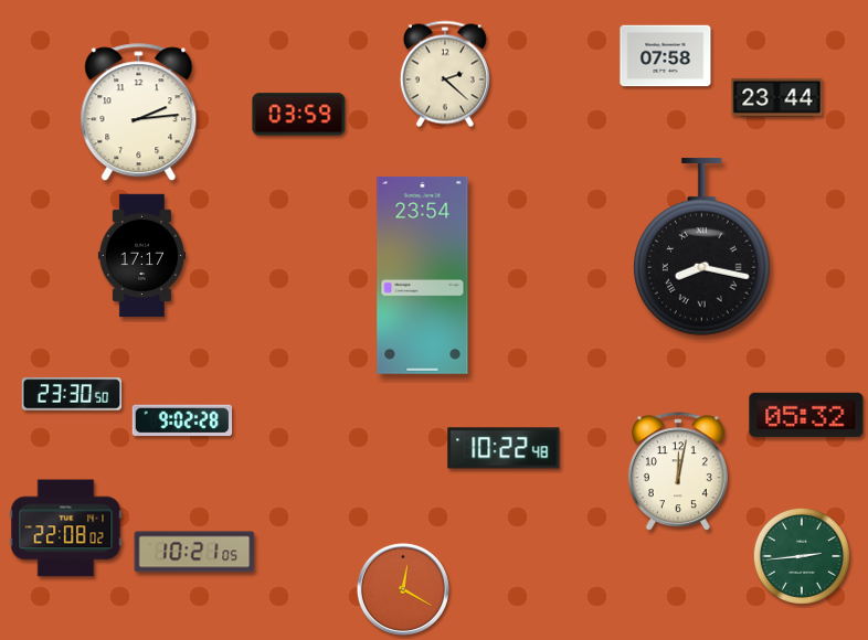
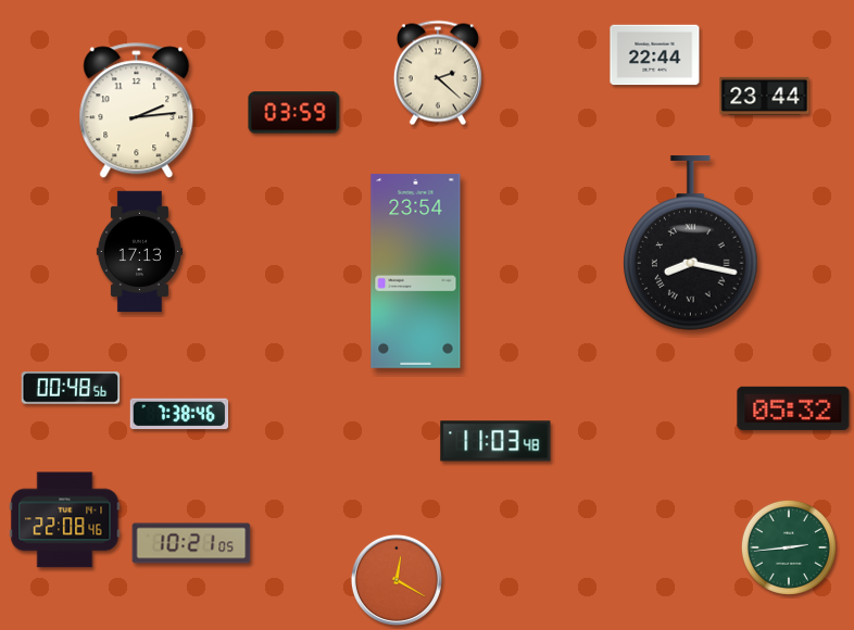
clock at (666, 56): 07:58 -> 22:44
clock at (141, 256): 17:17 -> 17:13
clock at (72, 394): 23:30 -> 00:48
clock at (182, 420): 9:02 -> 7:38
clock at (504, 448): 10:22 -> 11:03
clock at (678, 472): 12:02 -> none
clock at (66, 529): 22:08:02 -> 22:08:46
